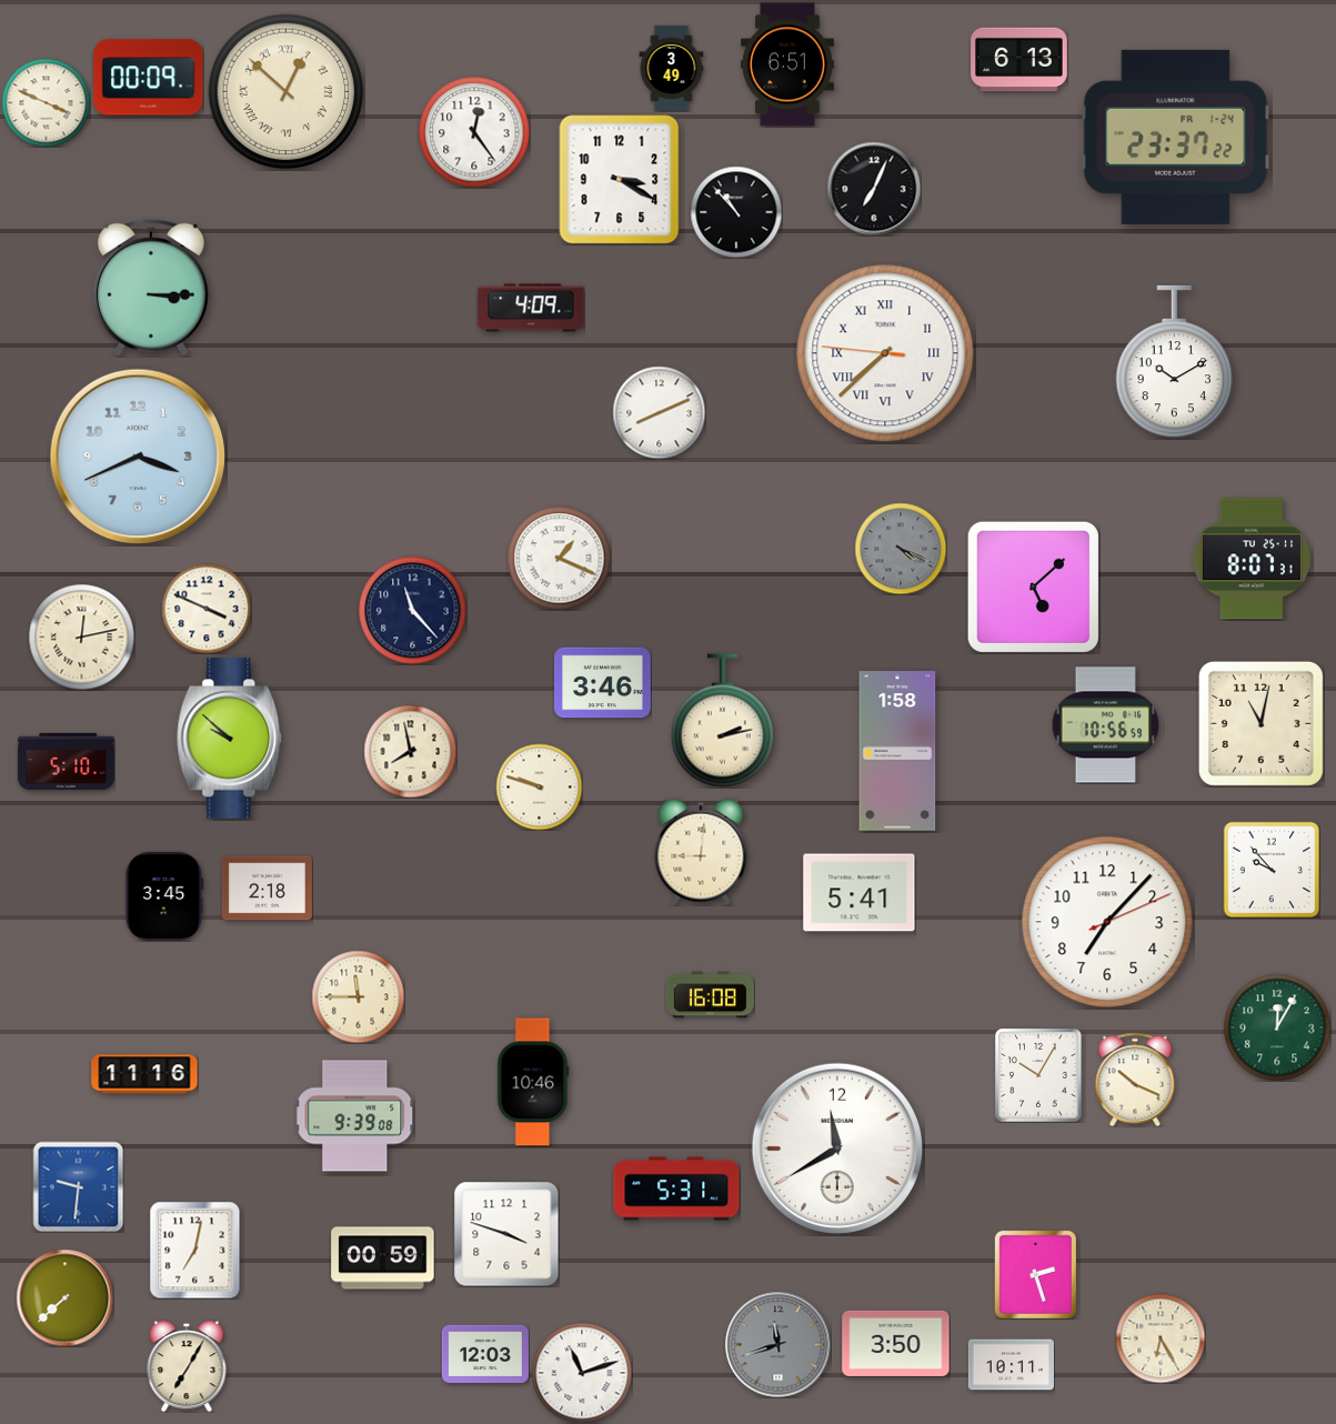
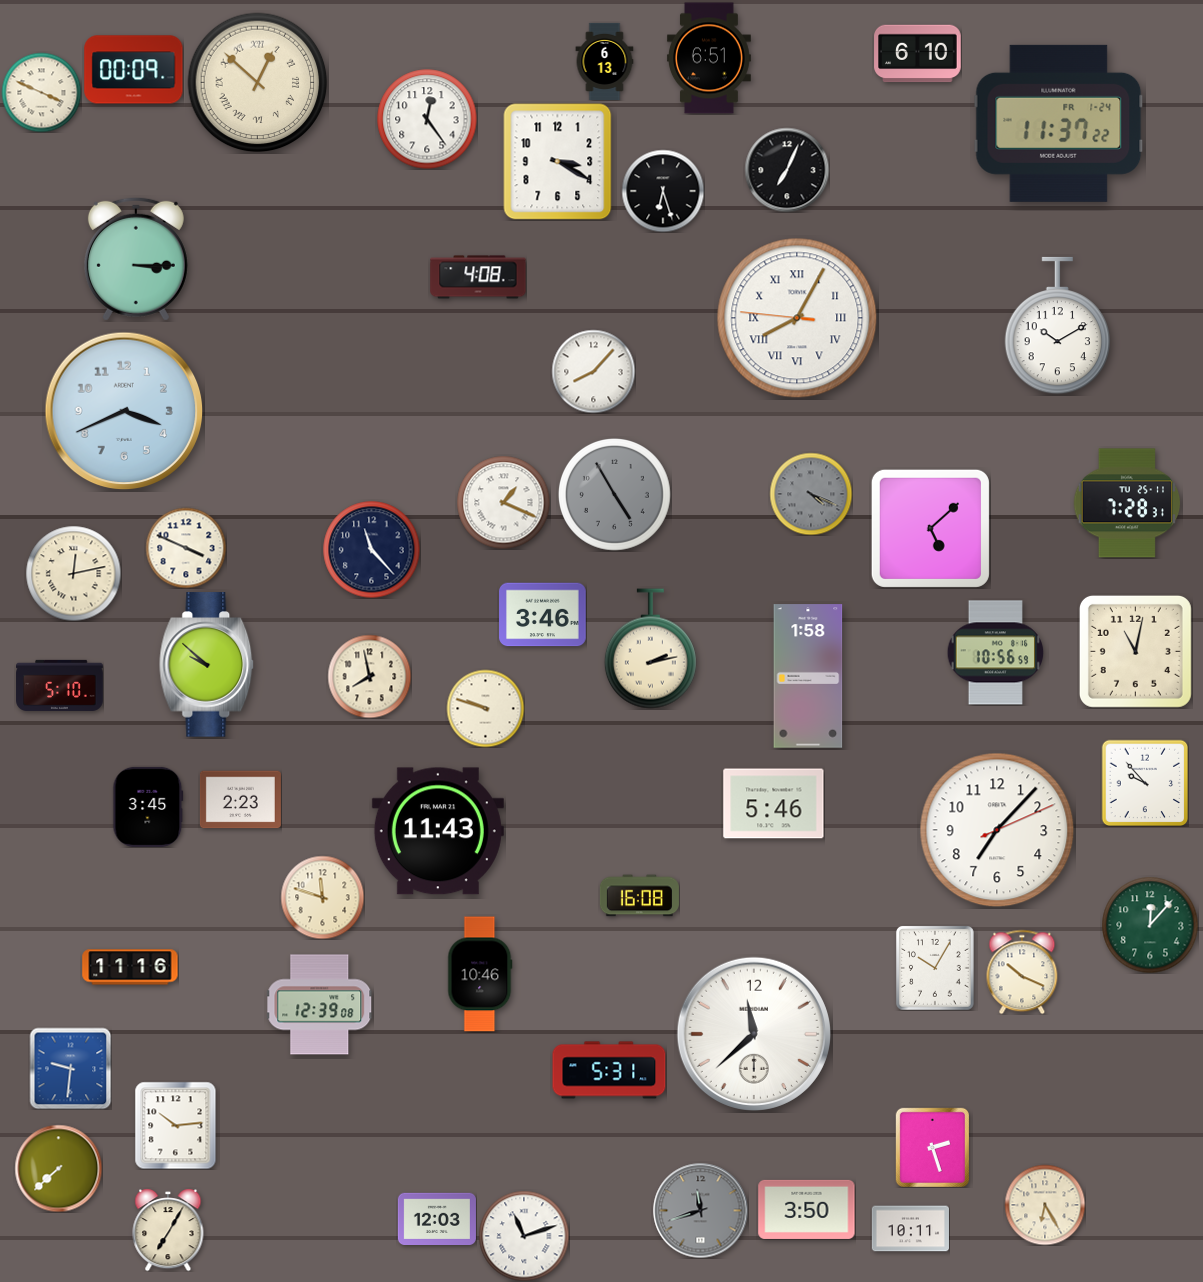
clock at (1019, 60): 6:13 -> 6:10
clock at (672, 68): 3:49 -> 6:13
clock at (1176, 137): 23:37 -> 11:37
clock at (736, 212): 10:53 -> 6:27
clock at (531, 308): 4:09 -> 4:08
clock at (885, 353): 7:37 -> 8:04
clock at (659, 412): 8:11 -> 8:07
clock at (615, 495): none -> 4:55
clock at (1252, 559): 8:07 -> 7:28
clock at (701, 852): 9:01 -> none
clock at (267, 889): 2:18 -> 2:23
clock at (860, 893): 5:41 -> 5:46
clock at (438, 831): none -> 11:43
clock at (358, 996): 11:45 -> 11:48
clock at (1277, 1027): 12:05 -> 12:07
clock at (355, 1116): 9:39 -> 12:39
clock at (837, 1149): 11:40 -> 11:38
clock at (506, 1234): 3:48 -> none
clock at (195, 1250): 7:02 -> 10:14
clock at (383, 1258): 00:59 -> none
